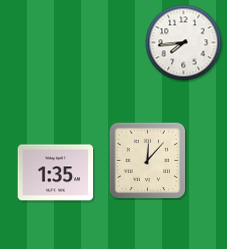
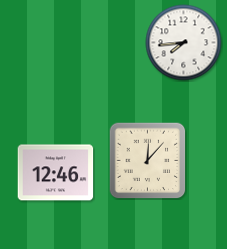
clock at (56, 173): 1:35 -> 12:46
